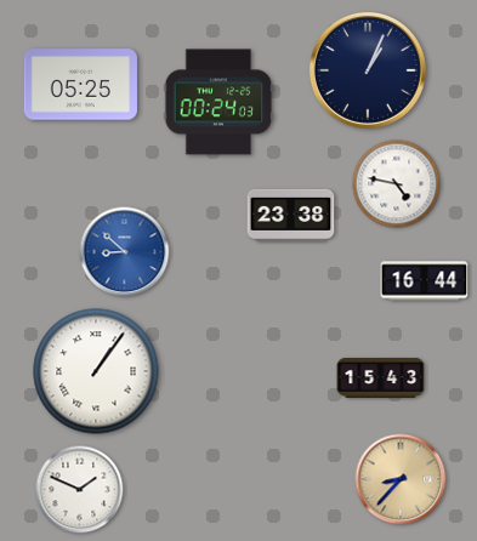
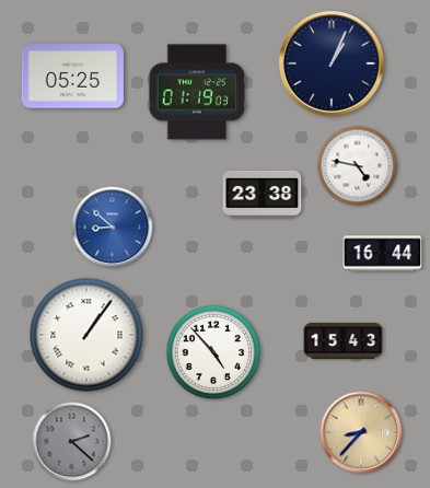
clock at (218, 102): 00:24 -> 01:19
clock at (213, 352): none -> 4:53
clock at (80, 490): 1:49 -> 2:22
clock at (80, 490) dial: white -> grey
